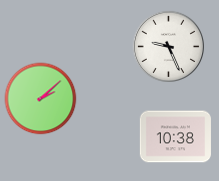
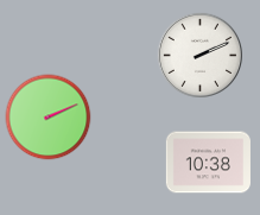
clock at (168, 46): 9:26 -> 2:11
clock at (41, 99): 2:08 -> 2:11
